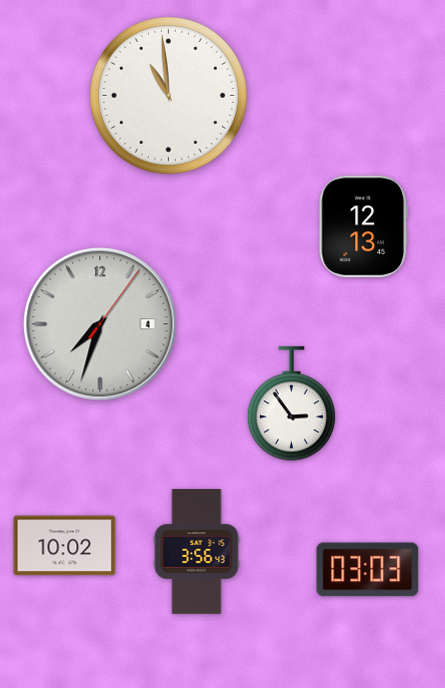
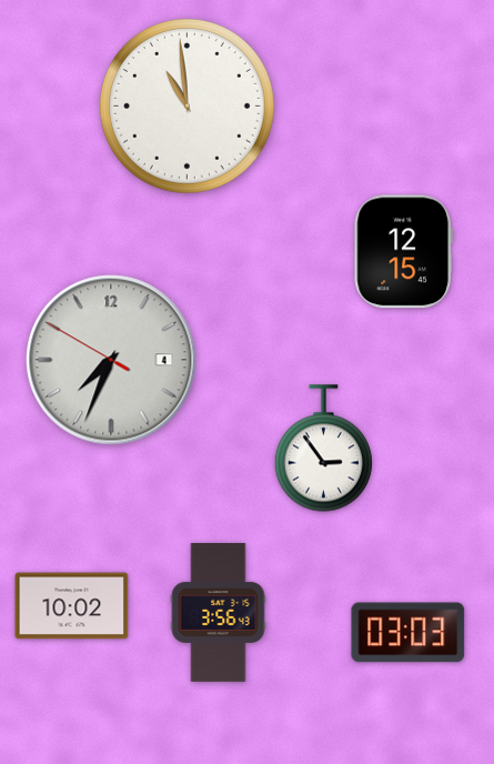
clock at (363, 227): 12:13 -> 12:15
clock at (100, 324): 7:33:06 -> 7:33:50
